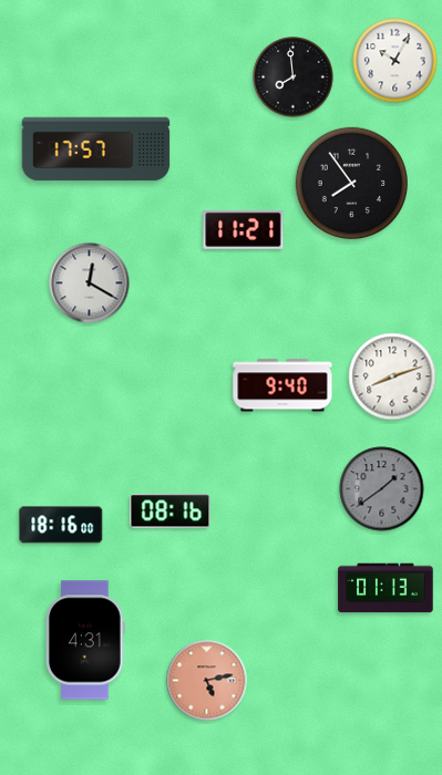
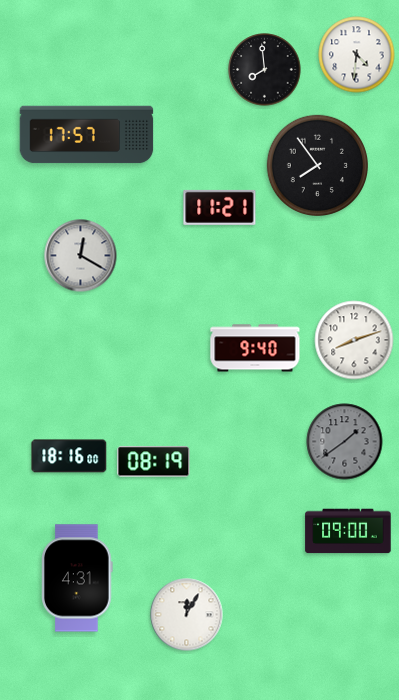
clock at (395, 61): 10:05 -> 4:31
clock at (171, 512): 08:16 -> 08:19
clock at (61, 525) position: (61, 525) -> (69, 456)
clock at (386, 588): 01:13 -> 09:00
clock at (207, 681): 5:13 -> 12:05
clock at (207, 681) dial: salmon -> white
